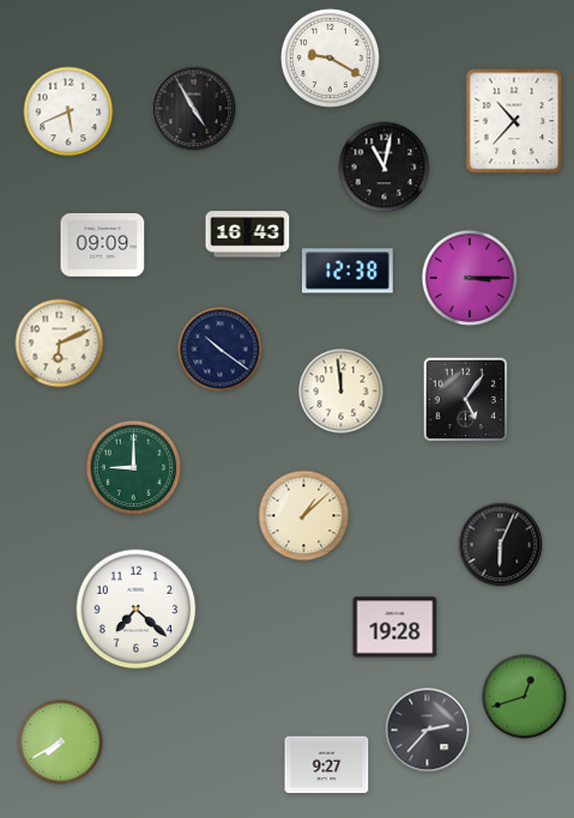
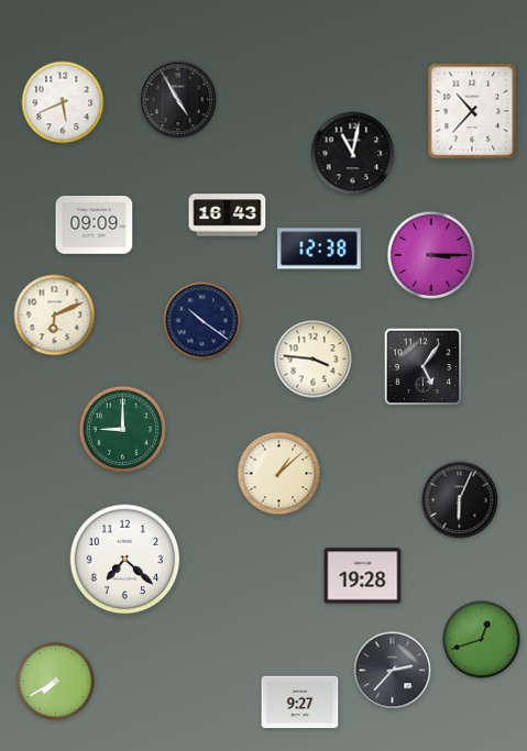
clock at (330, 57): 9:20 -> none
clock at (342, 392): 11:59 -> 3:46
clock at (466, 400) position: (466, 400) -> (424, 367)
